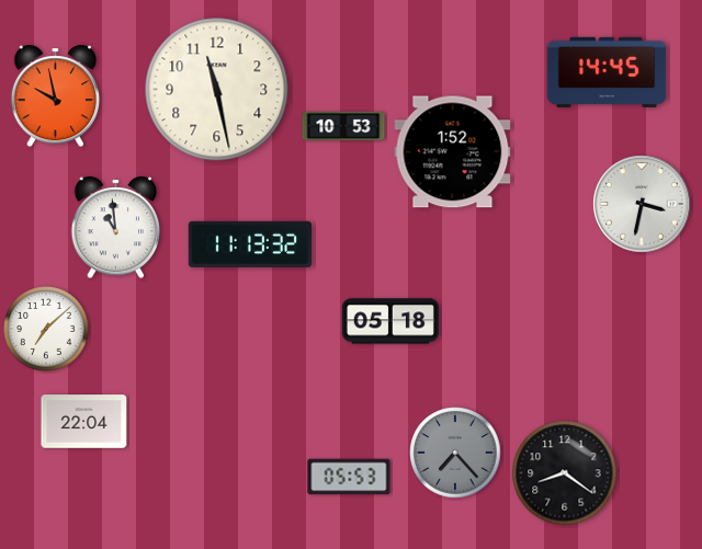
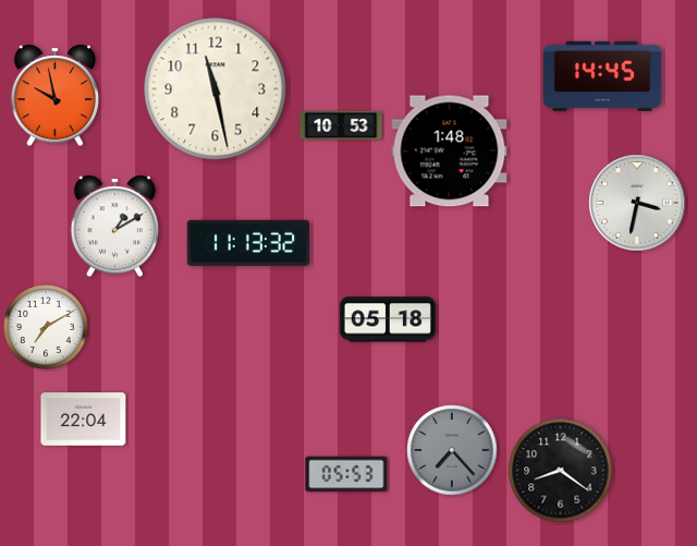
clock at (607, 72) position: (607, 72) -> (602, 76)
clock at (453, 152): 1:52 -> 1:48
clock at (116, 228): 10:59 -> 1:10
clock at (46, 329): 7:08 -> 7:10
